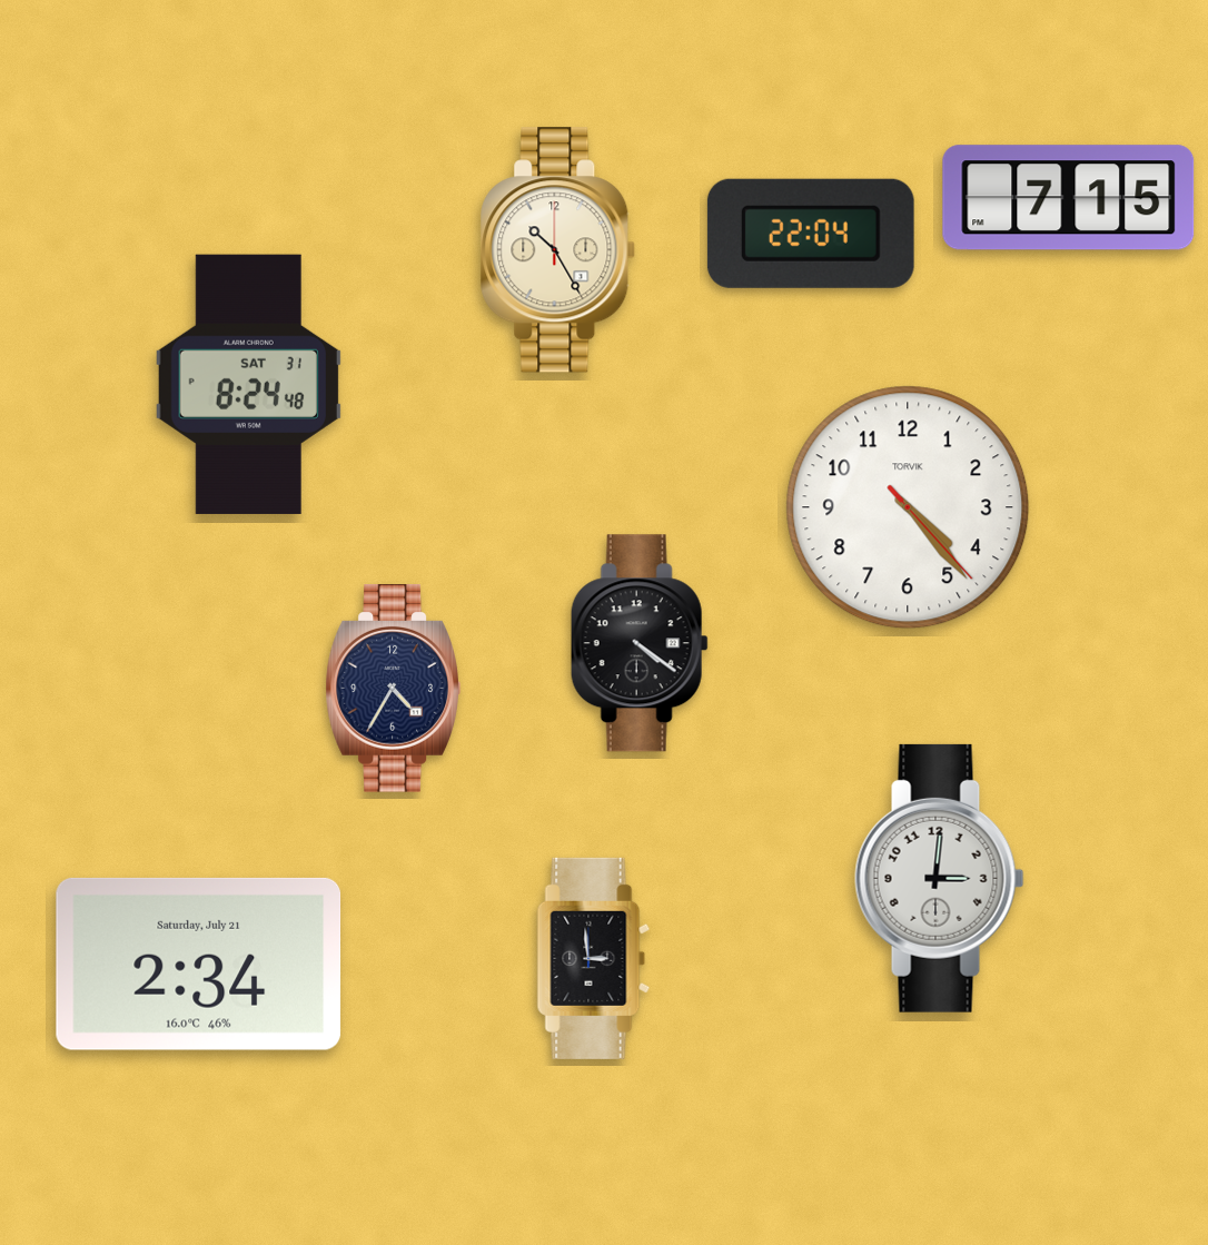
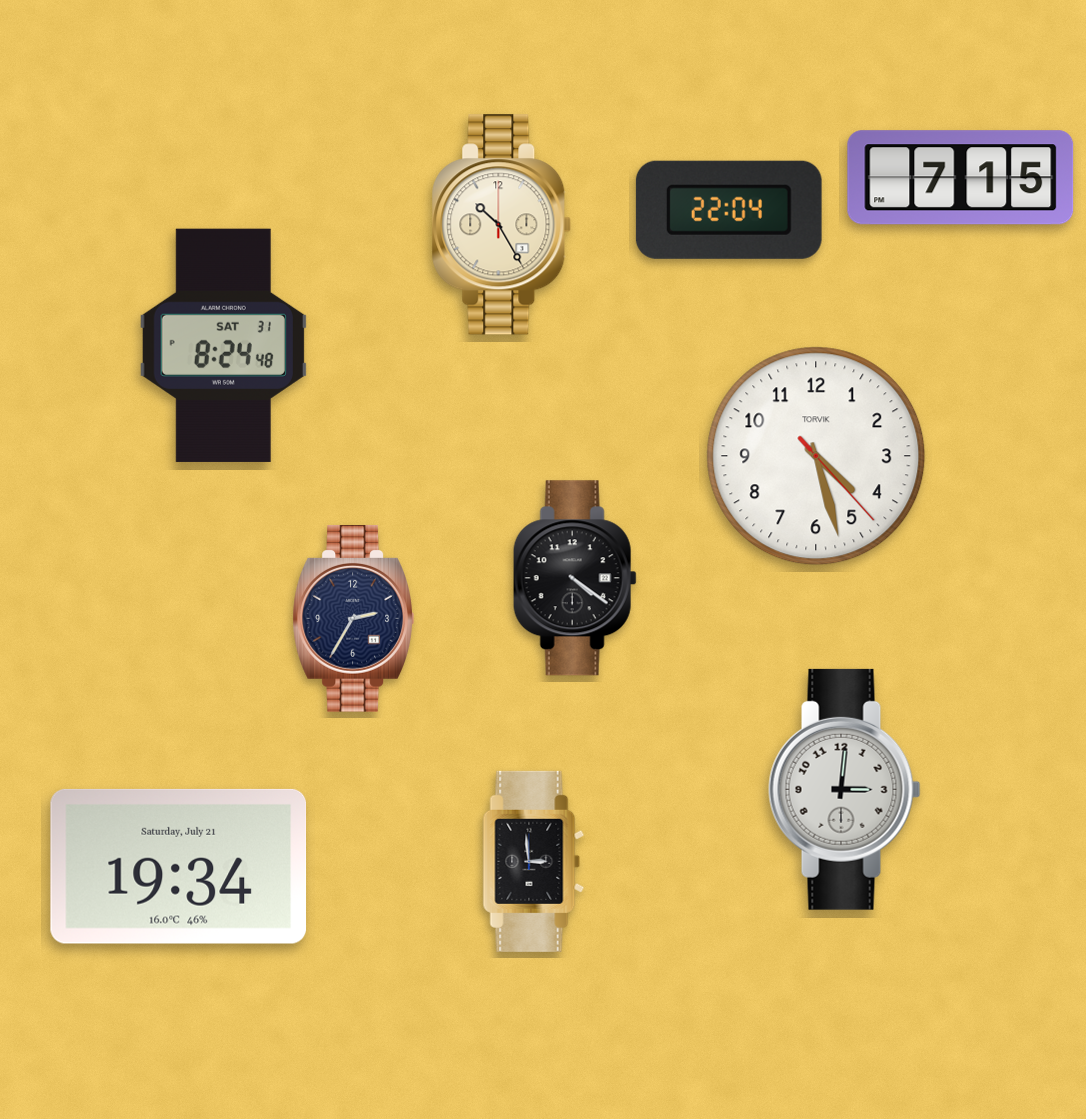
clock at (908, 507): 4:23 -> 4:27
clock at (393, 689): 4:35 -> 2:35
clock at (199, 964): 2:34 -> 19:34
